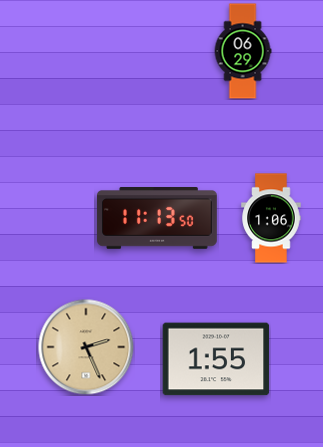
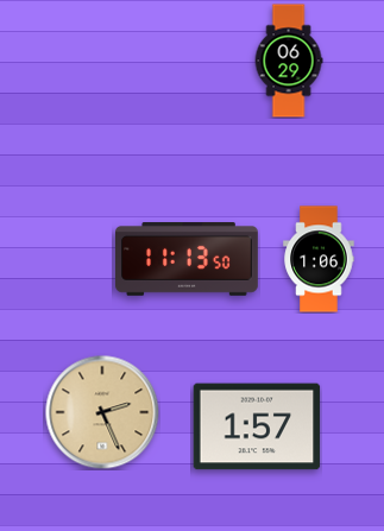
clock at (271, 218) position: (271, 218) -> (319, 259)
clock at (216, 359): 1:55 -> 1:57
